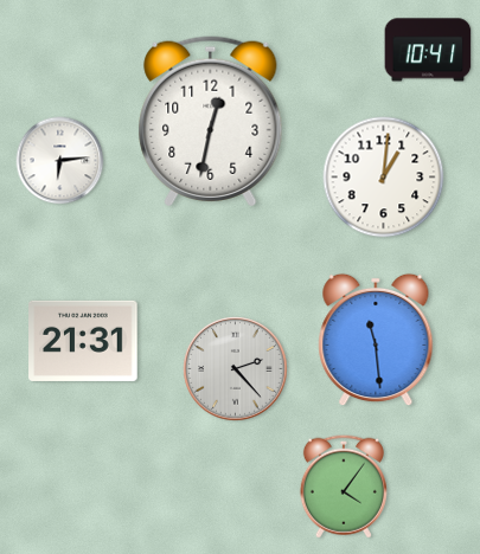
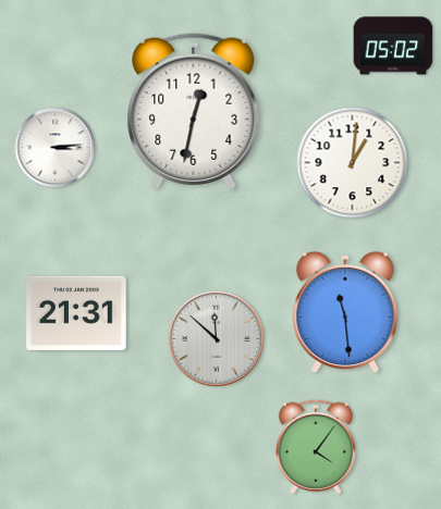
clock at (428, 50): 10:41 -> 05:02
clock at (60, 161): 6:14 -> 3:14
clock at (236, 369): 2:23 -> 11:52
